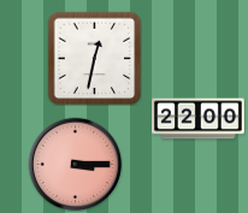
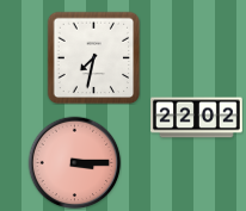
clock at (94, 58): 12:32 -> 7:32
clock at (199, 119): 22:00 -> 22:02
